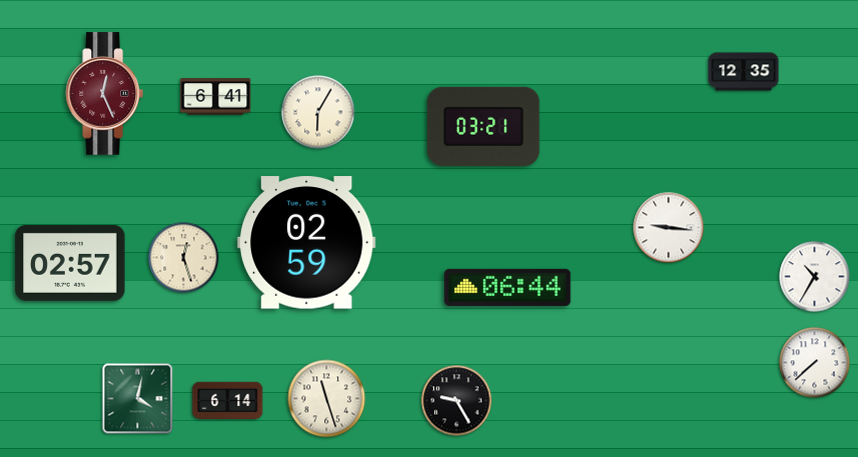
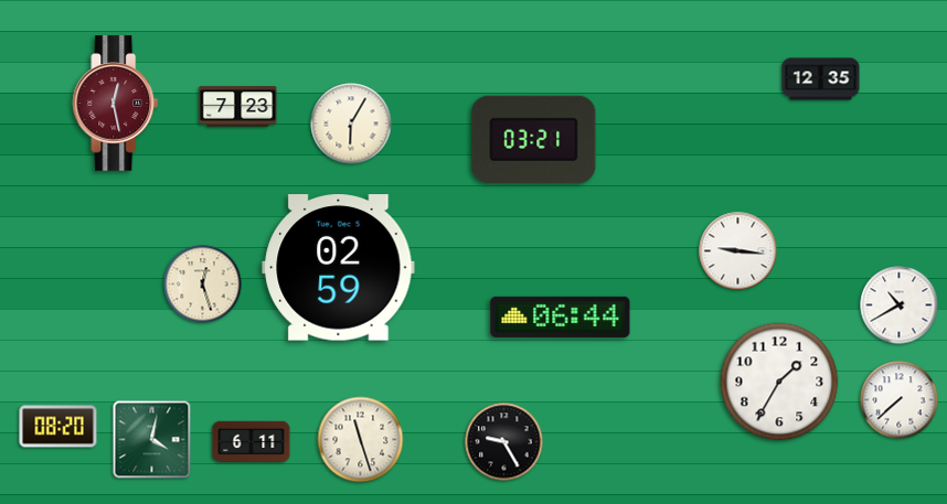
clock at (105, 94): 12:26 -> 12:28
clock at (216, 97): 6:41 -> 7:23
clock at (70, 263): 02:57 -> none
clock at (815, 277): 10:35 -> 10:40
clock at (779, 382): none -> 1:35
clock at (58, 427): none -> 08:20
clock at (228, 401): 6:14 -> 6:11
